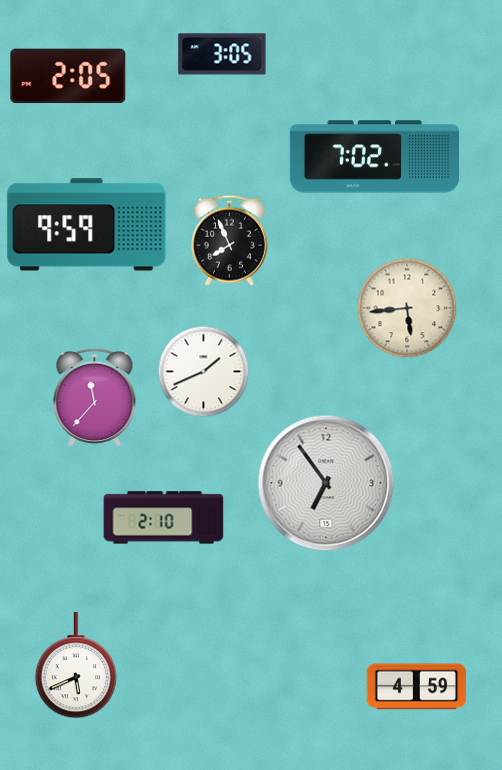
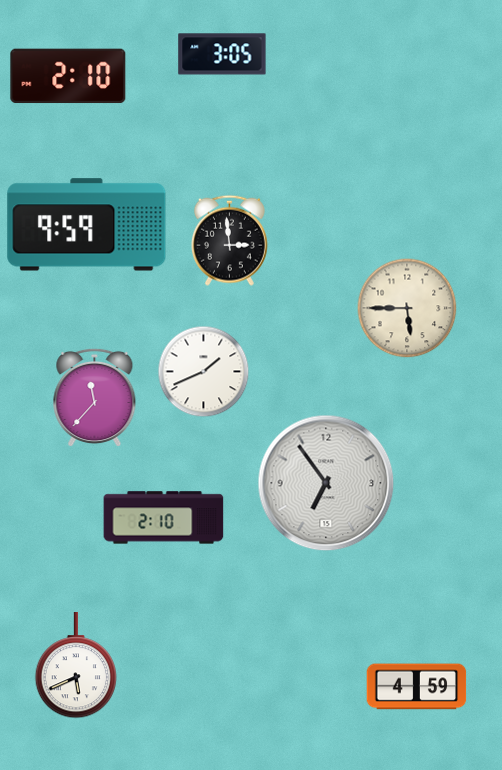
clock at (68, 76): 2:05 -> 2:10
clock at (374, 157): 7:02 -> none
clock at (229, 240): 7:56 -> 2:59
clock at (407, 308): 5:44 -> 5:45
